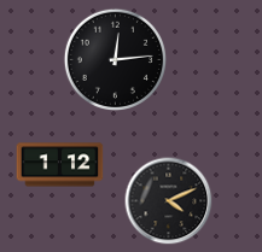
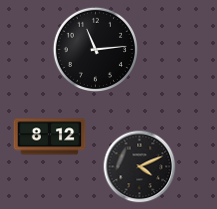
clock at (115, 59): 12:14 -> 11:14
clock at (60, 165): 1:12 -> 8:12
